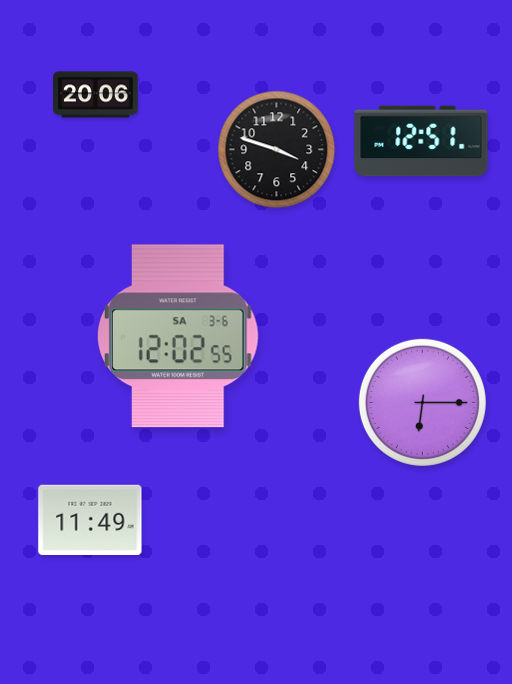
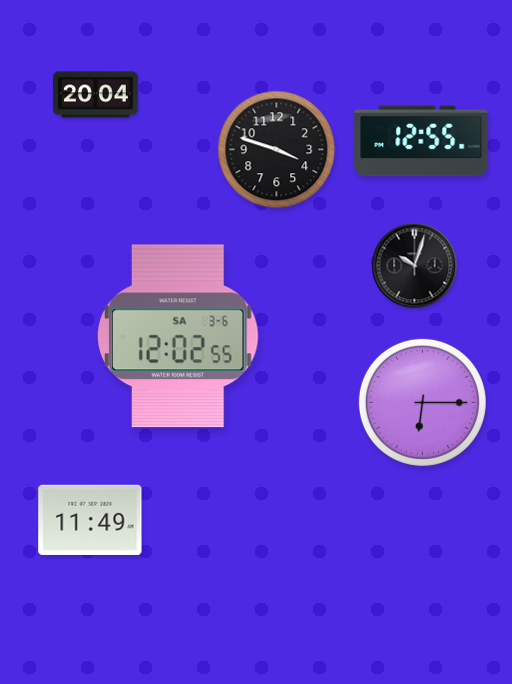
clock at (96, 95): 20:06 -> 20:04
clock at (421, 141): 12:51 -> 12:55
clock at (415, 266): none -> 10:03
